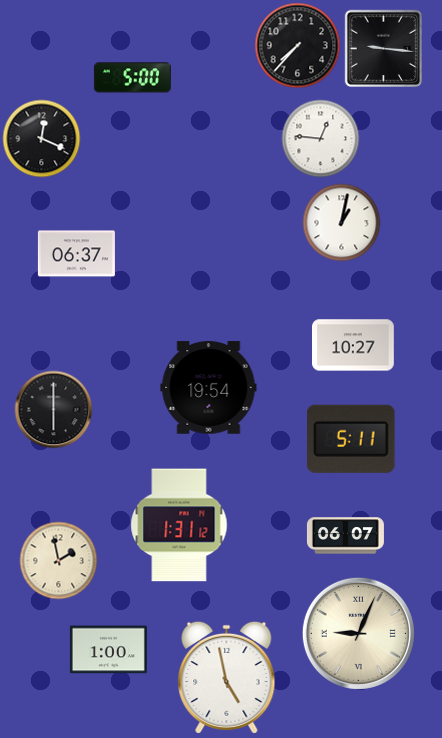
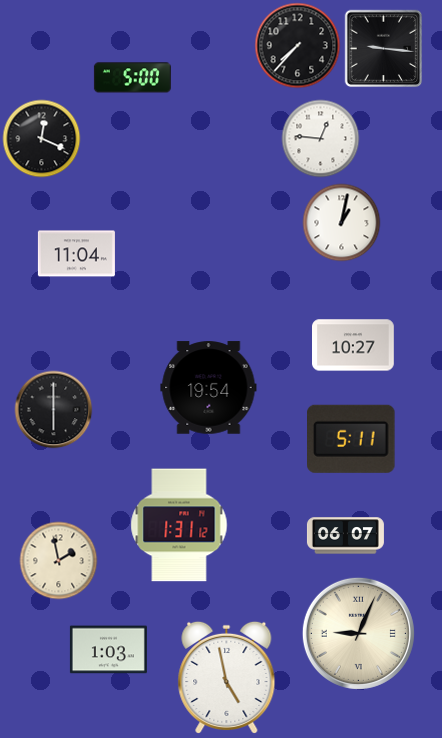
clock at (76, 254): 06:37 -> 11:04
clock at (108, 650): 1:00 -> 1:03
